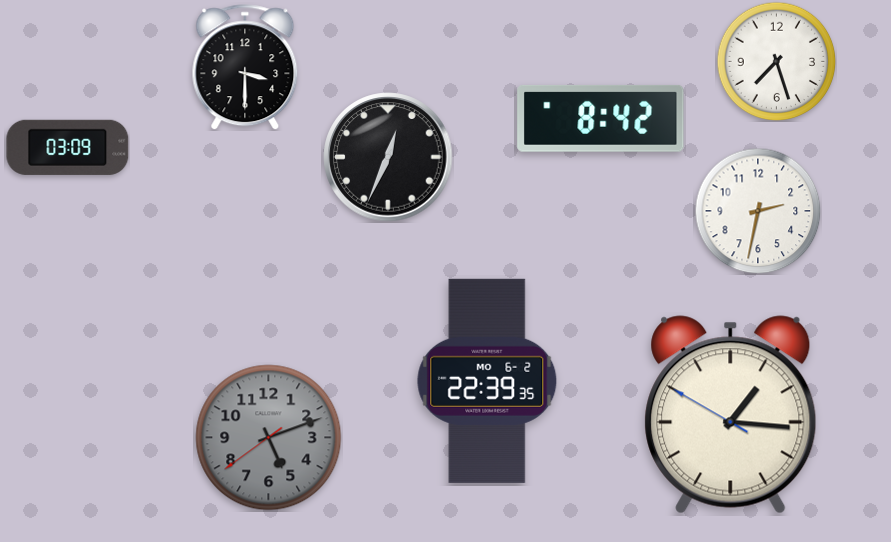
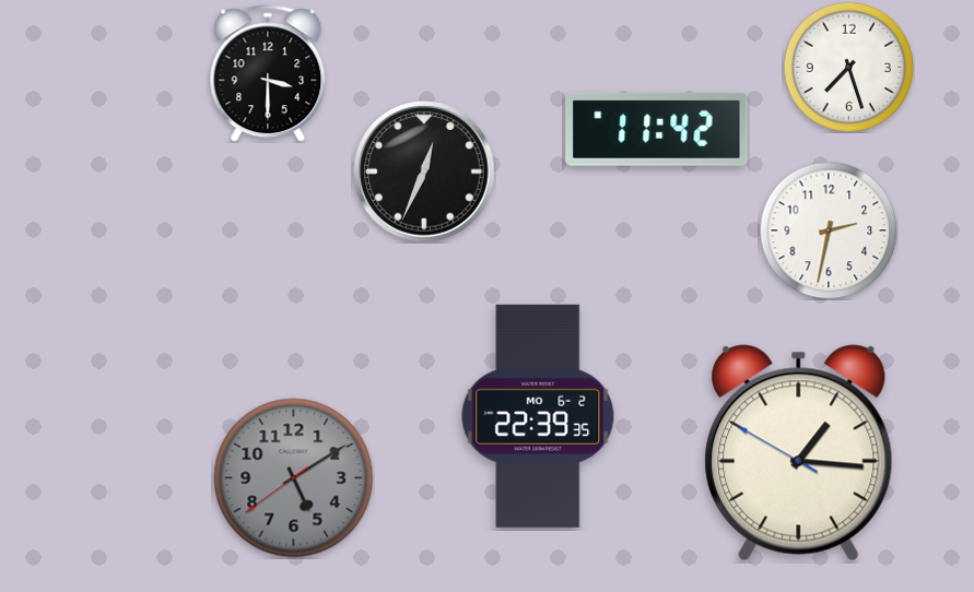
clock at (601, 118): 8:42 -> 11:42
clock at (68, 147): 03:09 -> none
clock at (487, 381) position: (487, 381) -> (538, 416)
clock at (269, 438): 5:11 -> 5:09
